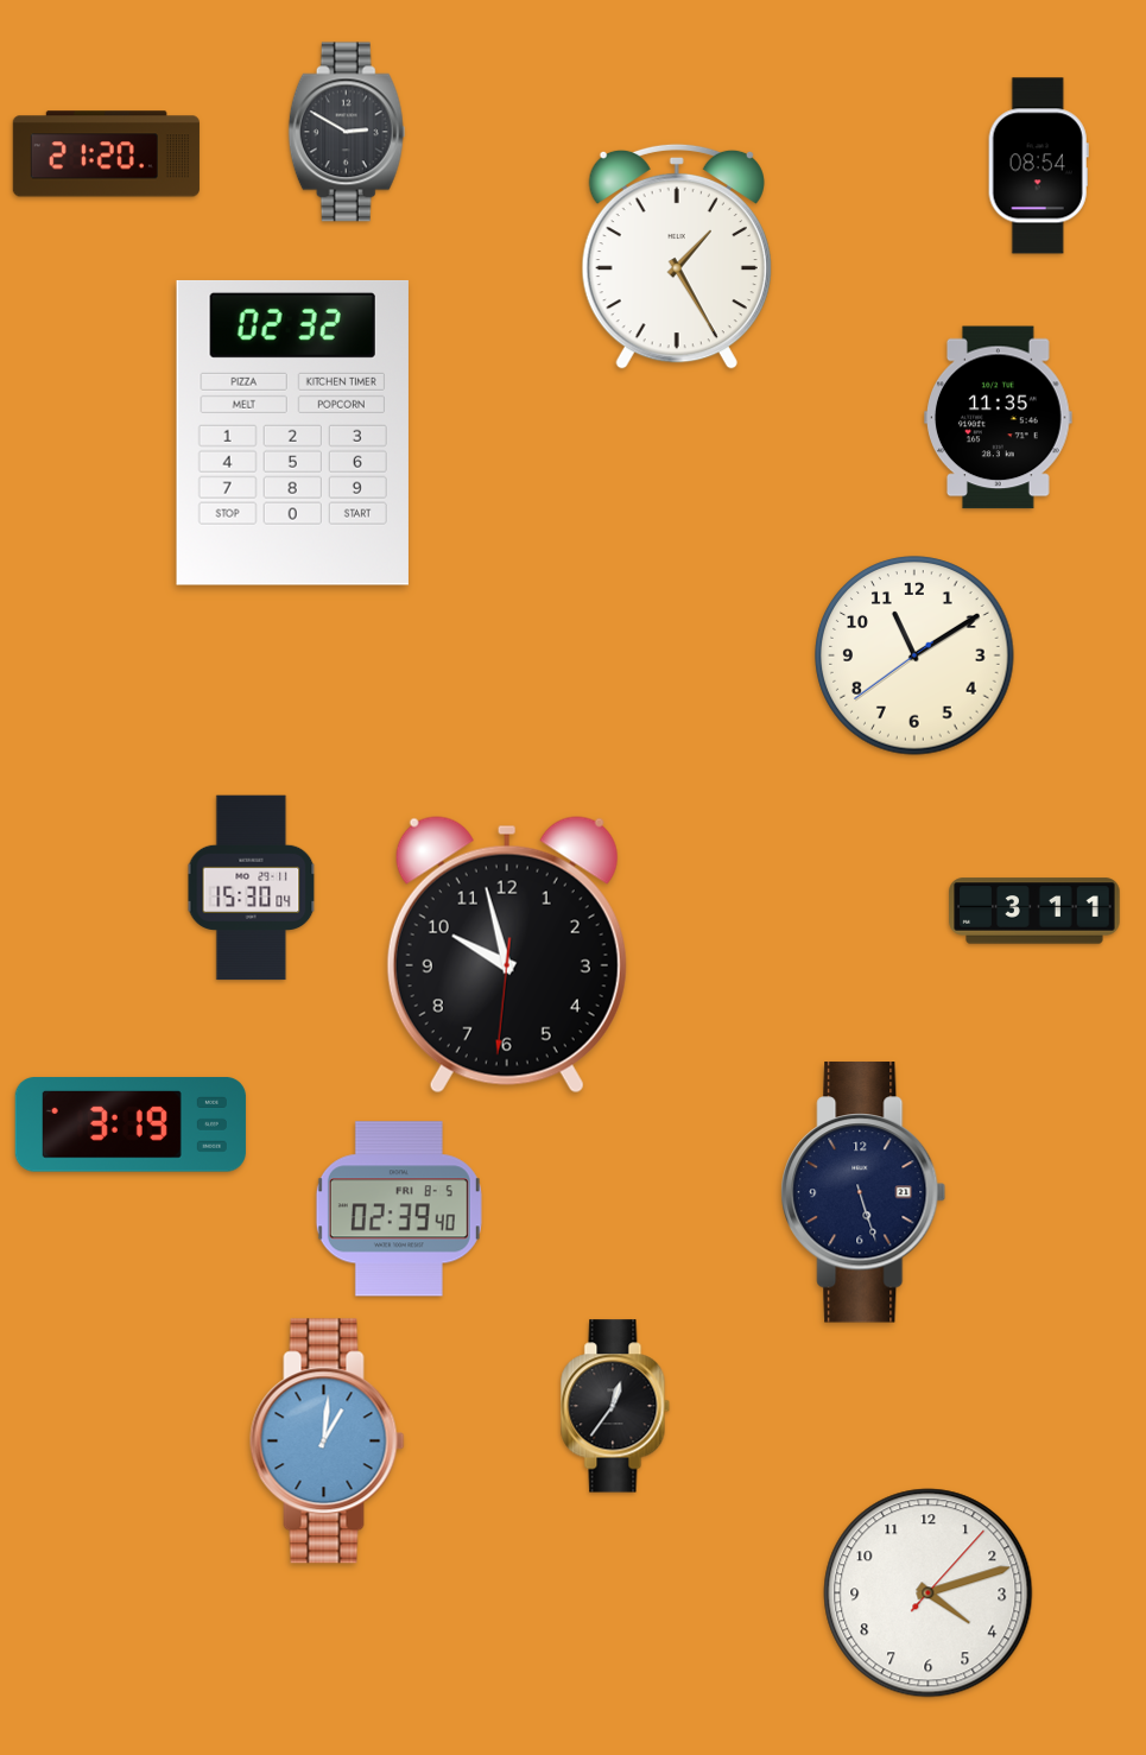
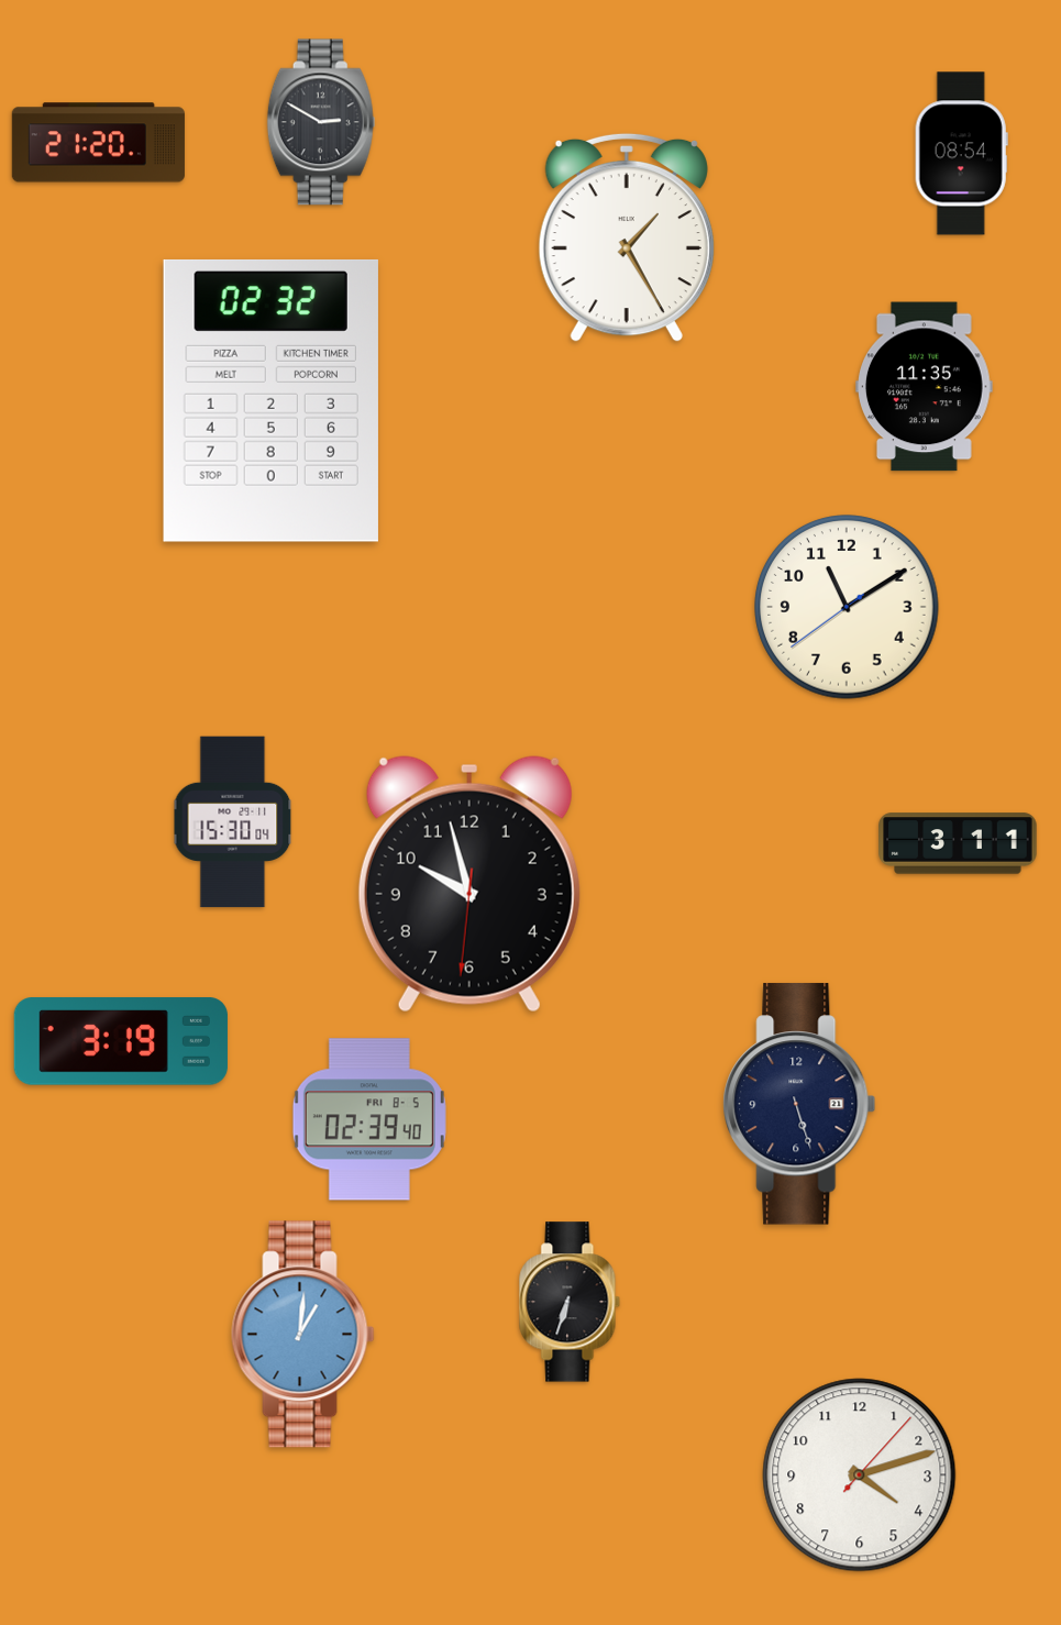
clock at (615, 1406): 12:36 -> 6:33
